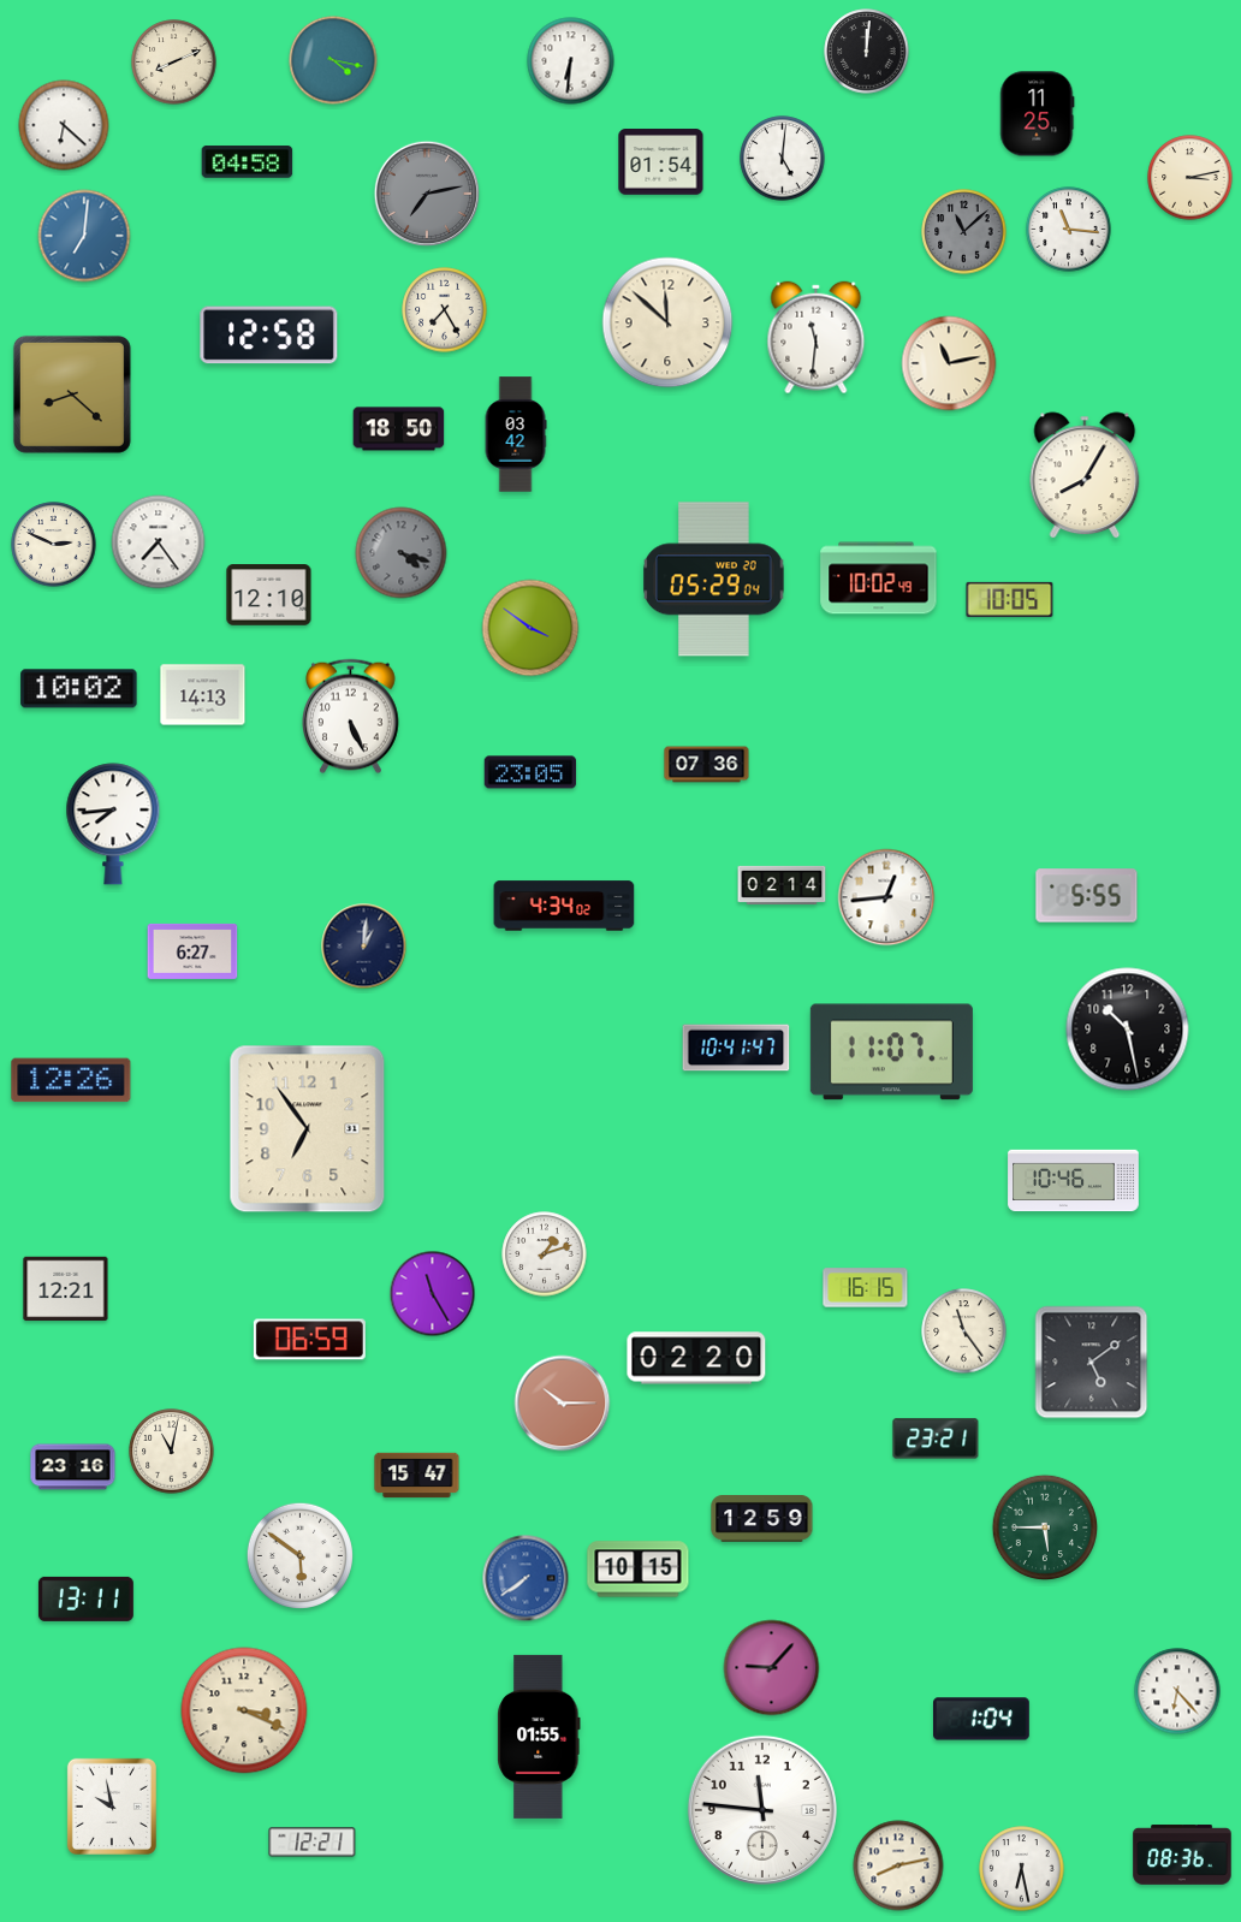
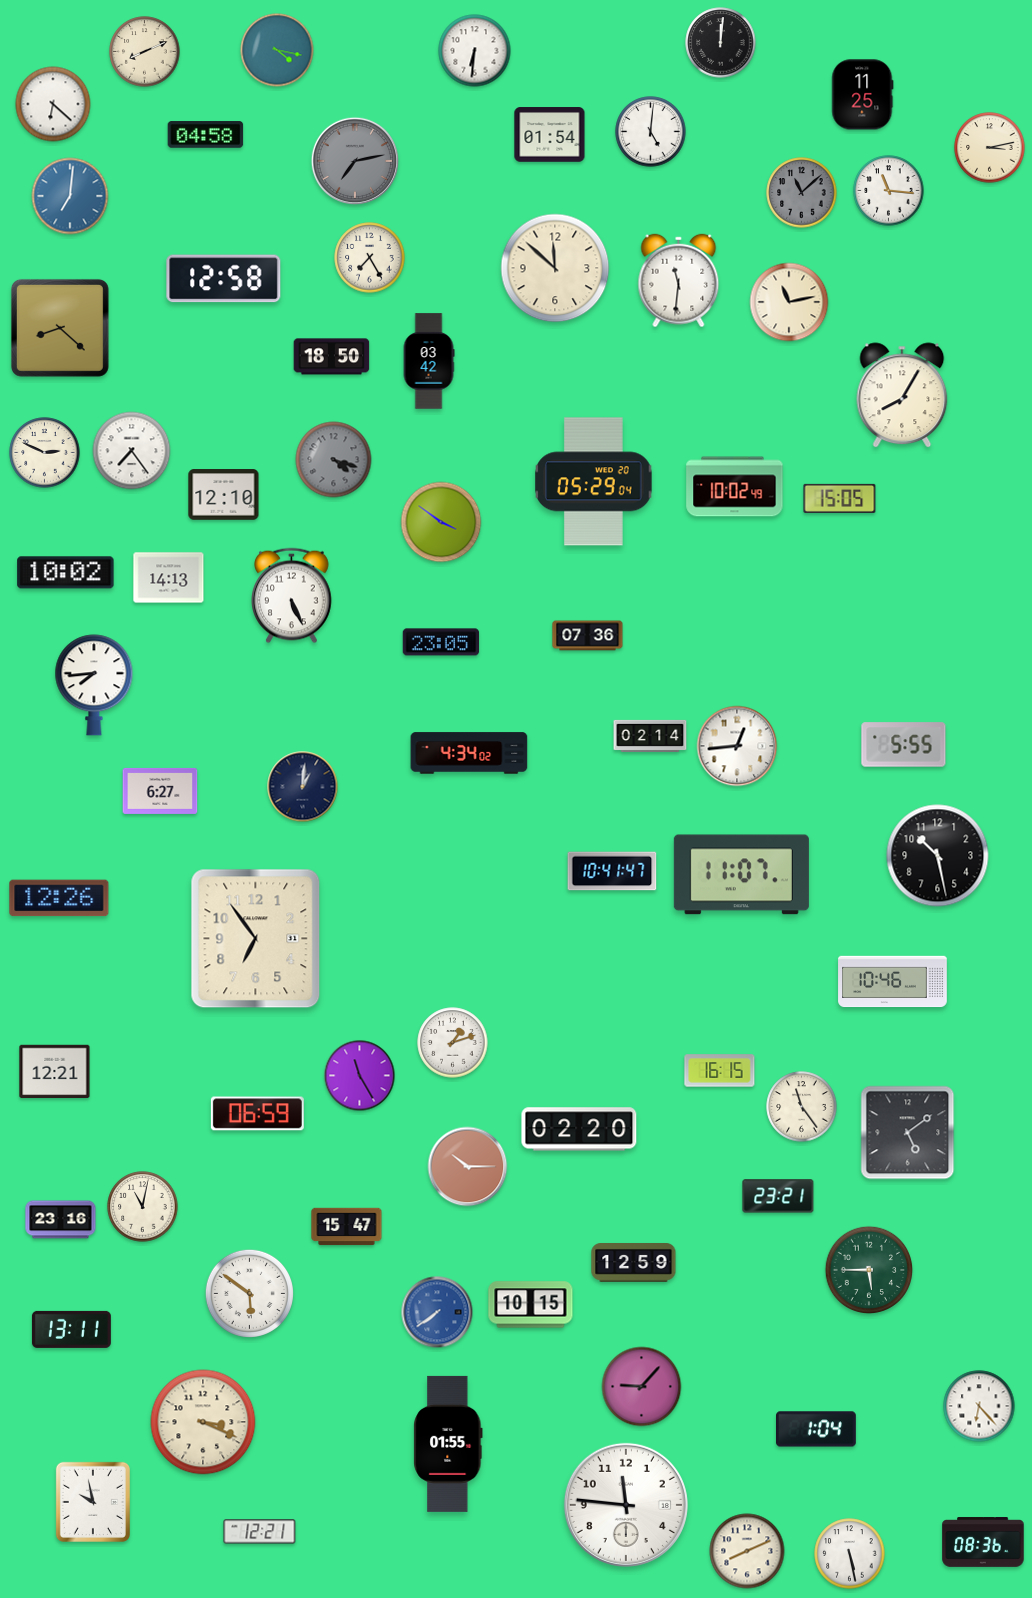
clock at (879, 579) position: (879, 579) -> (735, 487)
clock at (1010, 599): 10:05 -> 15:05
clock at (762, 1810) position: (762, 1810) -> (626, 1505)
clock at (898, 1865): 8:13 -> 8:11
clock at (1022, 1869): 6:28 -> 5:28
